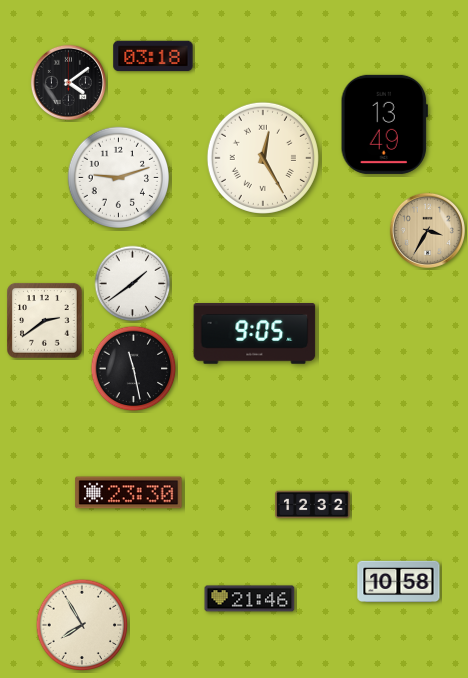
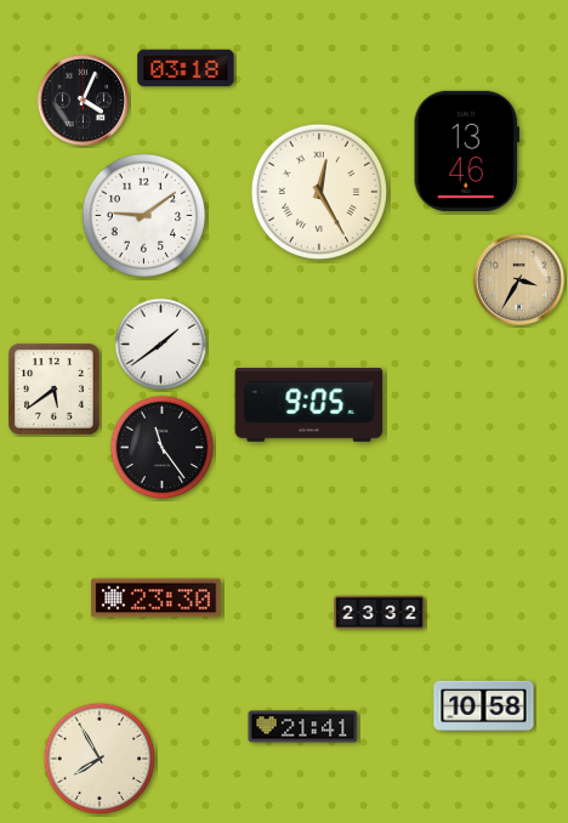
clock at (68, 82): 4:09 -> 4:04
clock at (384, 124): 13:49 -> 13:46
clock at (118, 177): 9:12 -> 9:09
clock at (45, 321): 2:39 -> 5:39
clock at (134, 369): 11:28 -> 11:24
clock at (313, 505): 12:32 -> 23:32
clock at (250, 599): 21:46 -> 21:41
